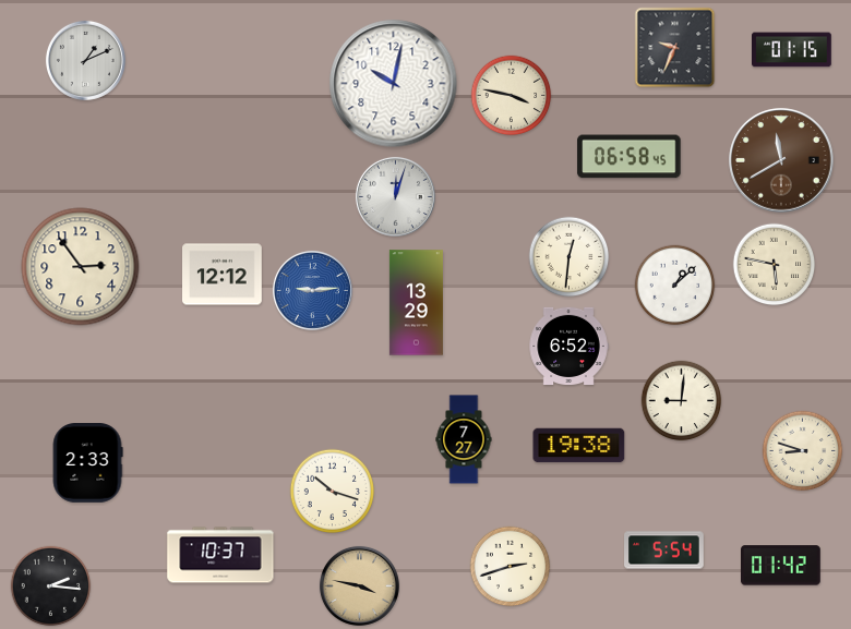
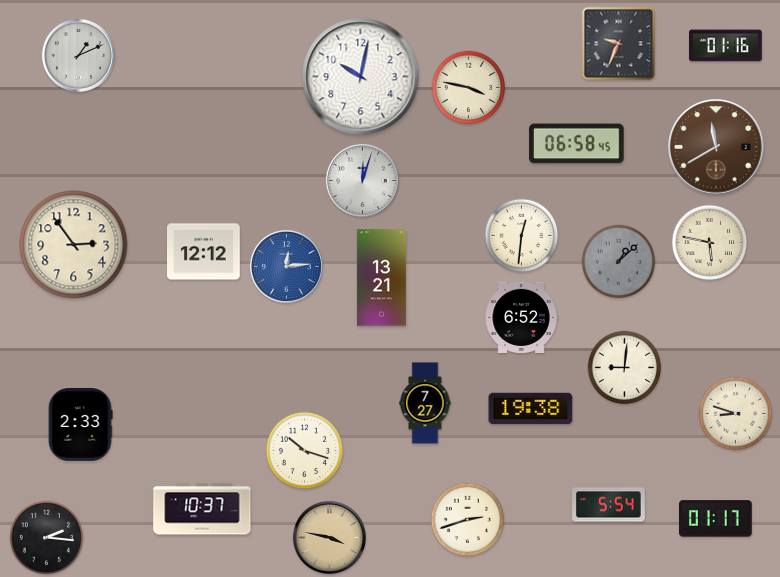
clock at (792, 50): 01:15 -> 01:16
clock at (675, 286) dial: white -> grey
clock at (312, 290): 9:14 -> 12:14
clock at (416, 303): 13:29 -> 13:21
clock at (781, 566): 01:42 -> 01:17
